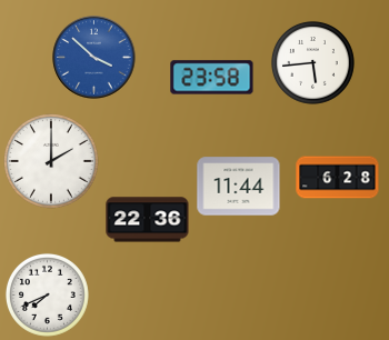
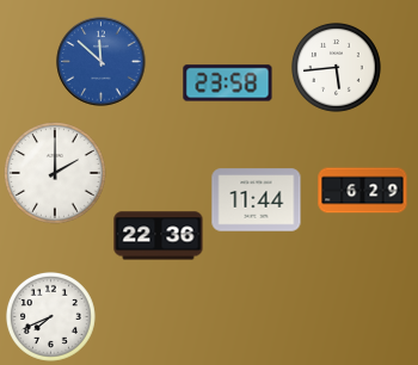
clock at (94, 58): 3:52 -> 11:52
clock at (338, 178): 6:28 -> 6:29
